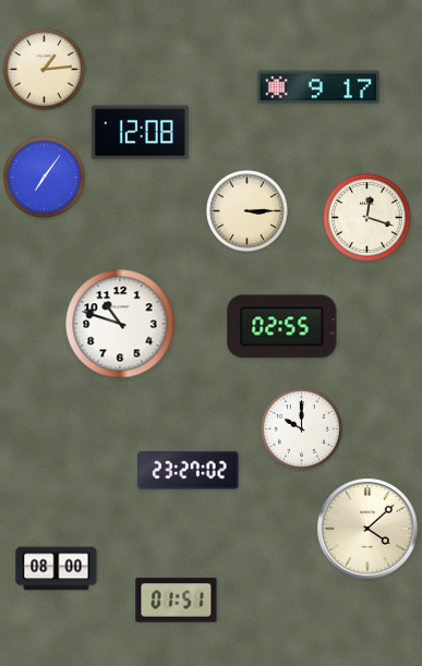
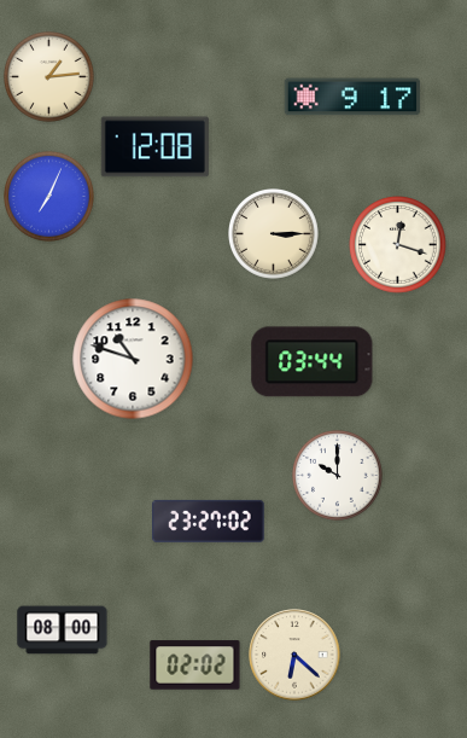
clock at (45, 178): 7:06 -> 7:04
clock at (367, 218) position: (367, 218) -> (398, 245)
clock at (282, 327): 02:55 -> 03:44
clock at (302, 429) position: (302, 429) -> (338, 476)
clock at (367, 529): 4:08 -> none
clock at (294, 655): none -> 6:22
clock at (177, 601): 01:51 -> 02:02
